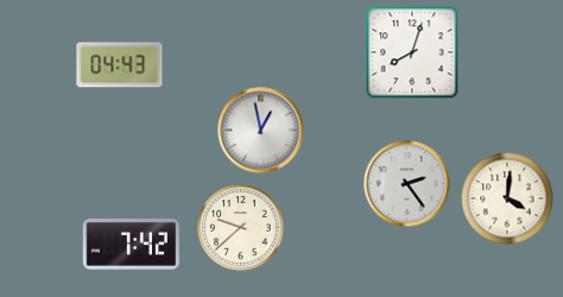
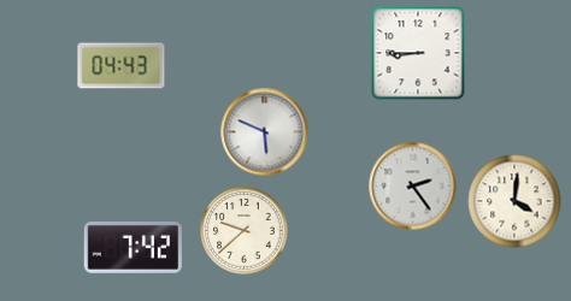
clock at (412, 52): 8:03 -> 8:45
clock at (261, 131): 12:58 -> 5:49
